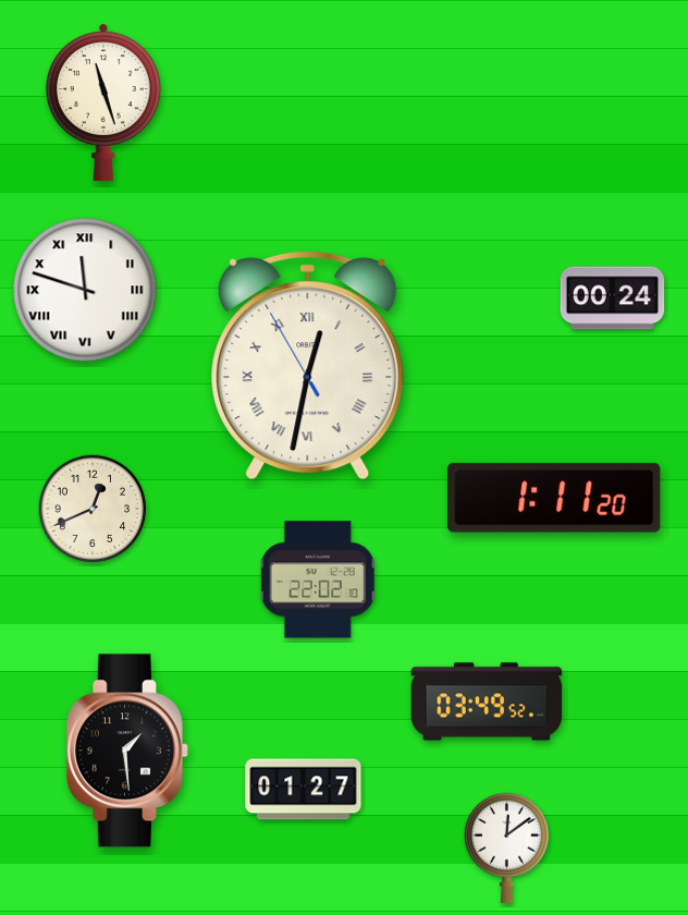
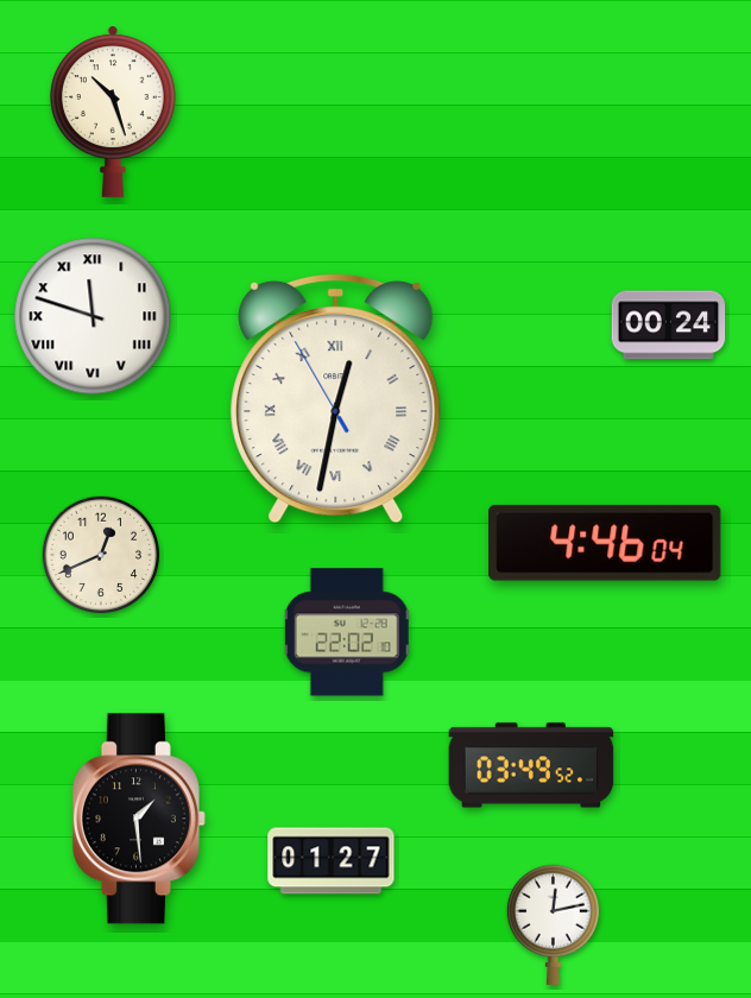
clock at (103, 102): 11:27 -> 10:27
clock at (554, 498): 1:11 -> 4:46
clock at (506, 847): 12:09 -> 12:13
